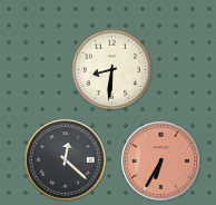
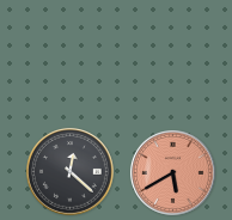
clock at (112, 70): 8:31 -> none
clock at (160, 160): 6:35 -> 5:40
